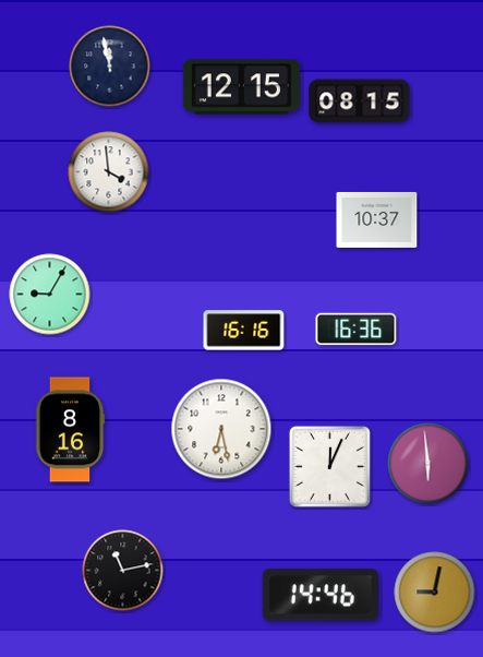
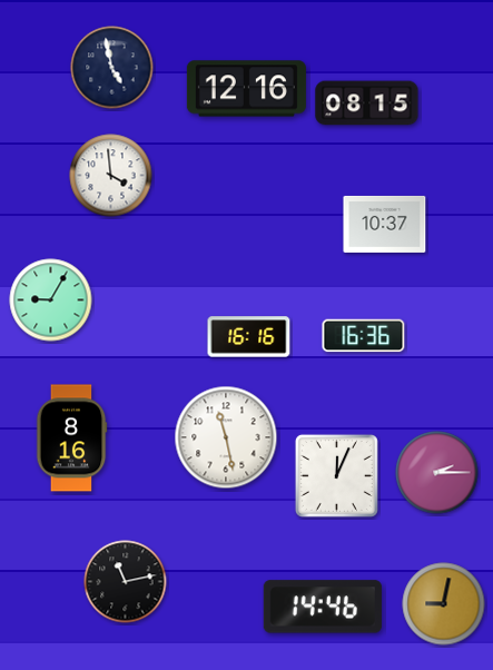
clock at (110, 67): 11:58 -> 4:58
clock at (241, 87): 12:15 -> 12:16
clock at (221, 429): 6:28 -> 11:28
clock at (428, 464): 5:59 -> 2:15
clock at (321, 595) position: (321, 595) -> (323, 607)
